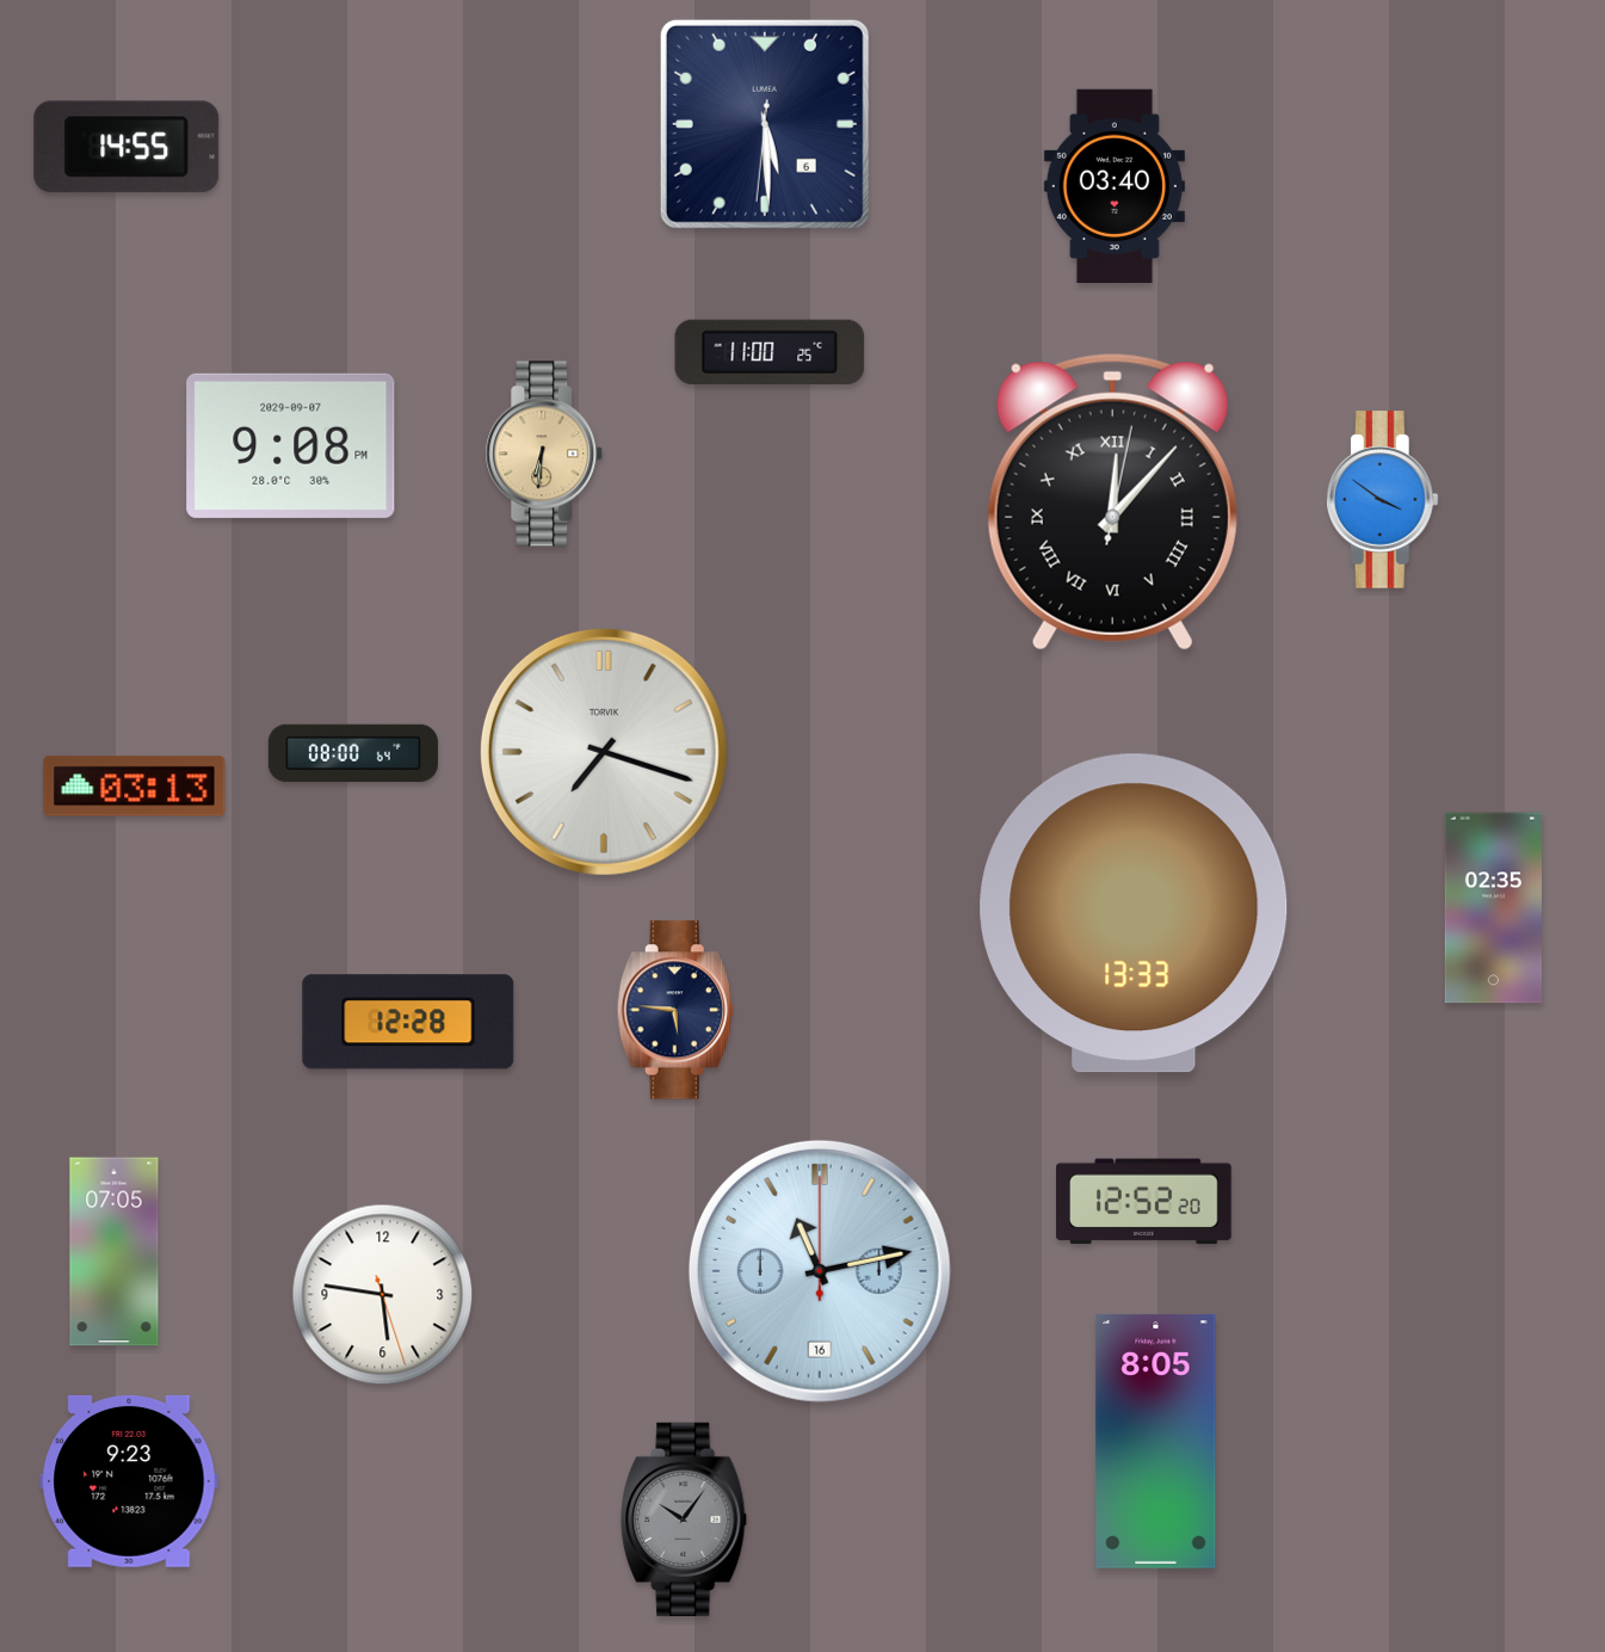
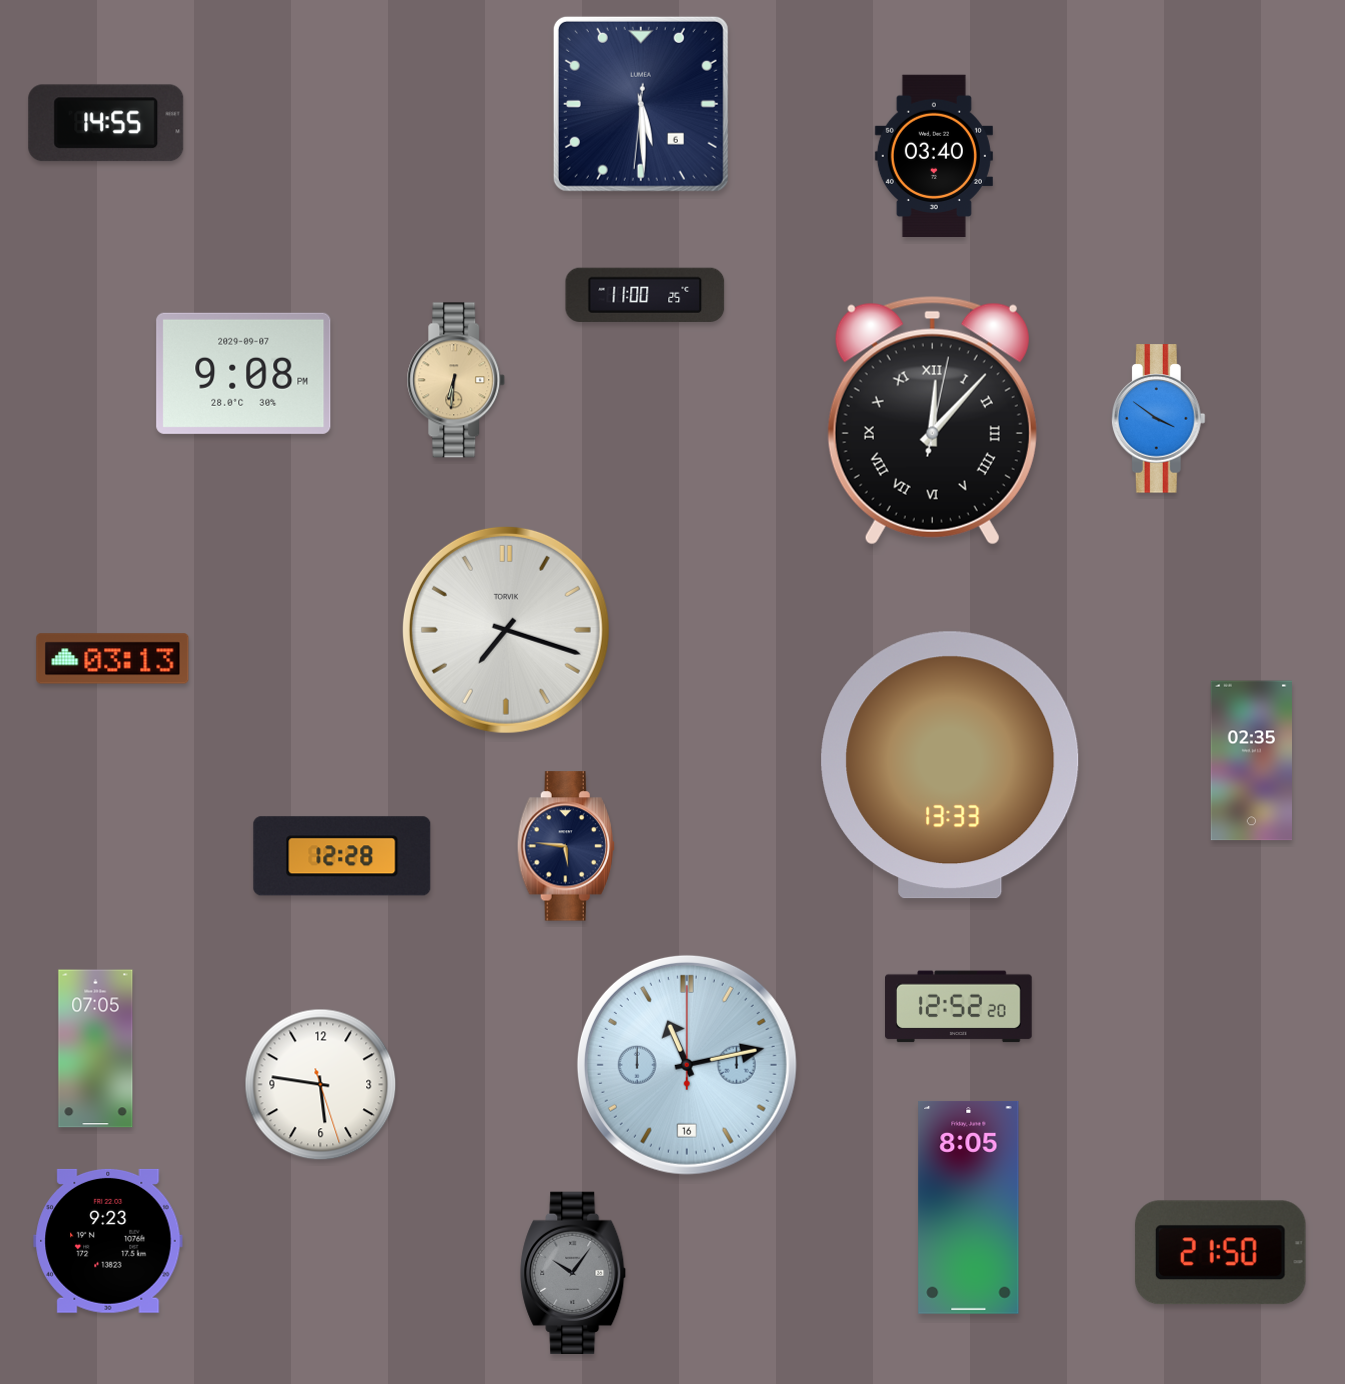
clock at (353, 752): 08:00 -> none
clock at (1220, 1253): none -> 21:50
